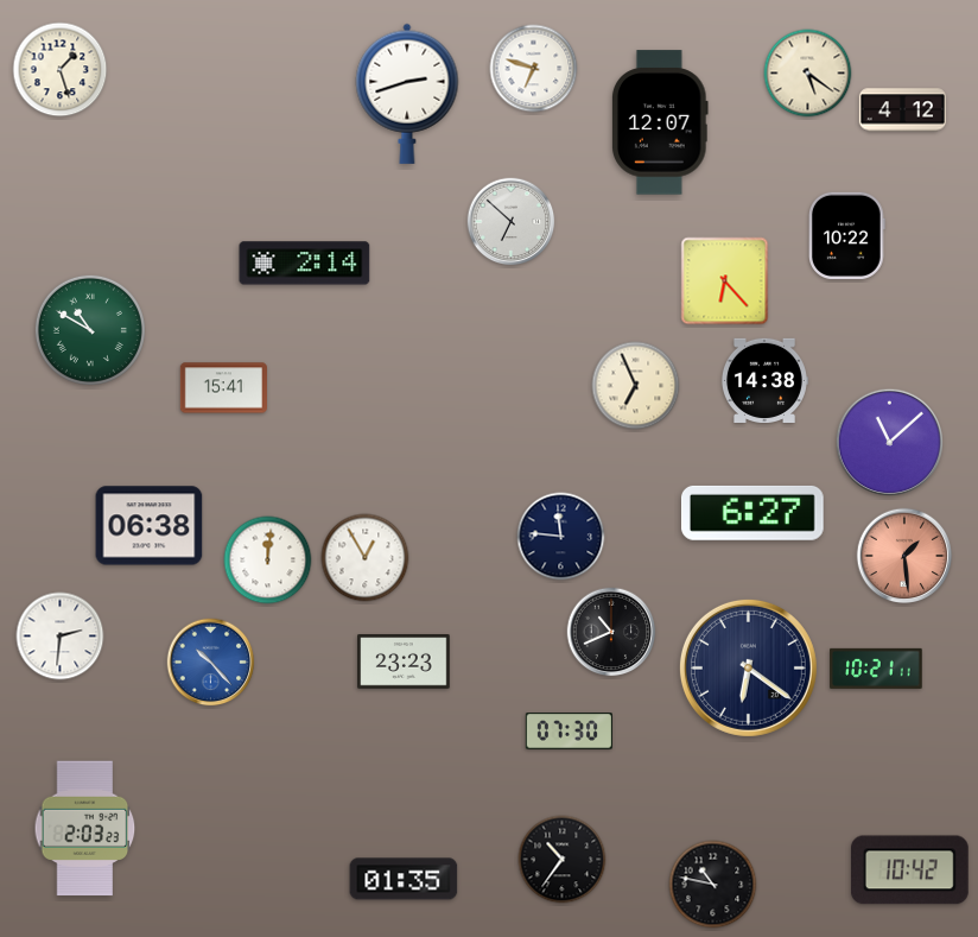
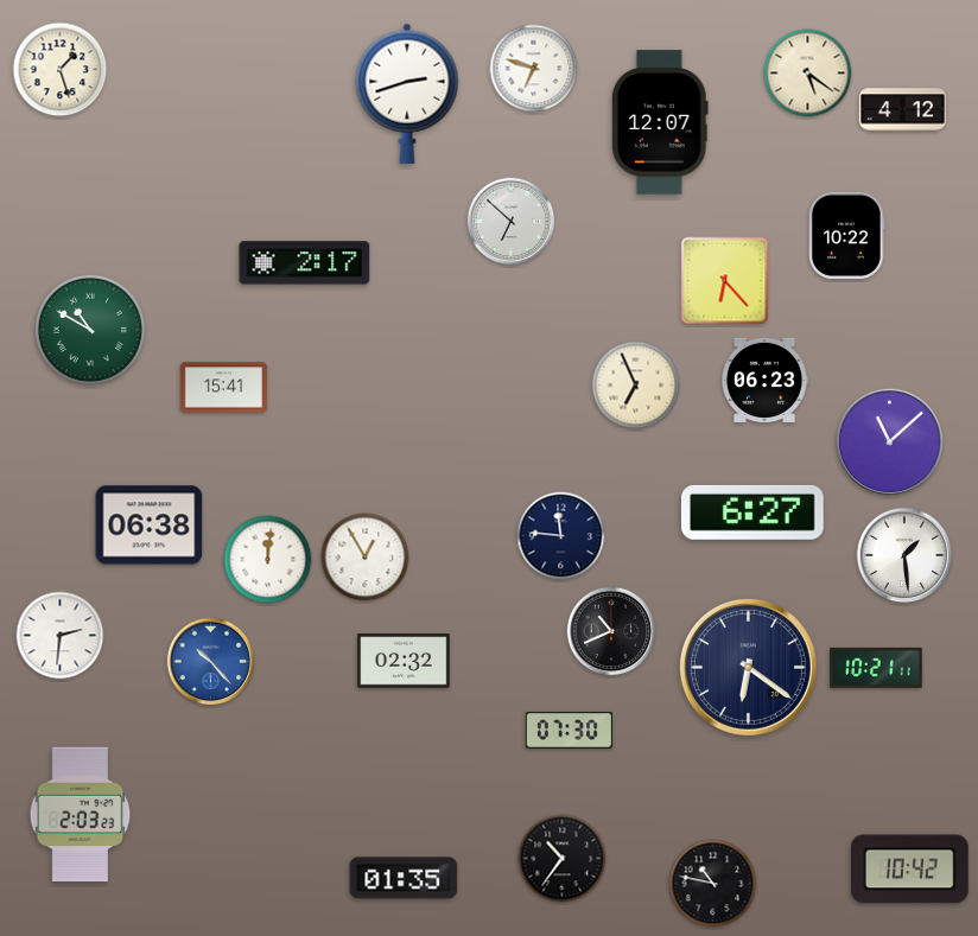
clock at (305, 264): 2:14 -> 2:17
clock at (764, 380): 14:38 -> 06:23
clock at (904, 556) dial: salmon -> white
clock at (404, 661): 23:23 -> 02:32
clock at (85, 829) position: (85, 829) -> (81, 815)
